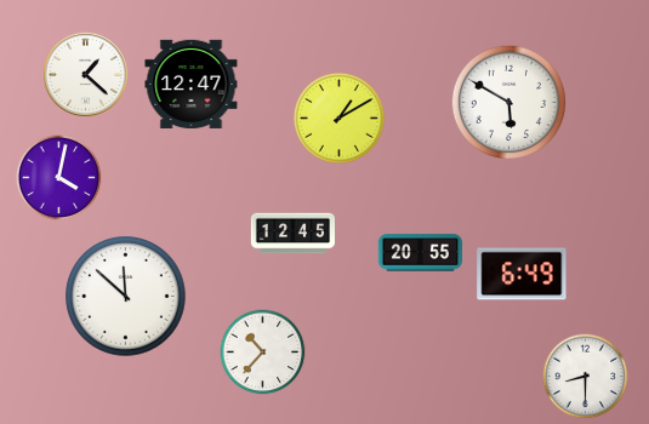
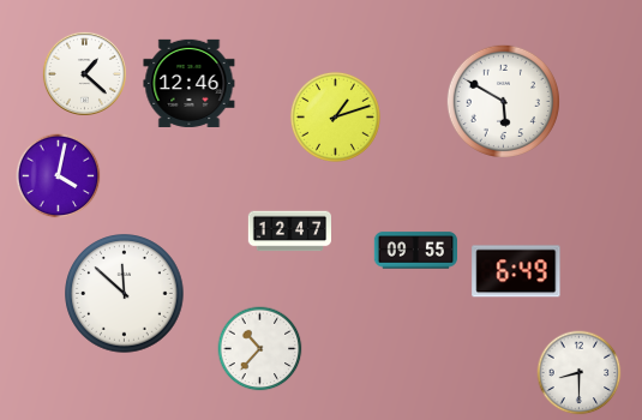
clock at (192, 84): 12:47 -> 12:46
clock at (338, 118): 1:10 -> 1:12
clock at (292, 234): 12:45 -> 12:47
clock at (420, 253): 20:55 -> 09:55
